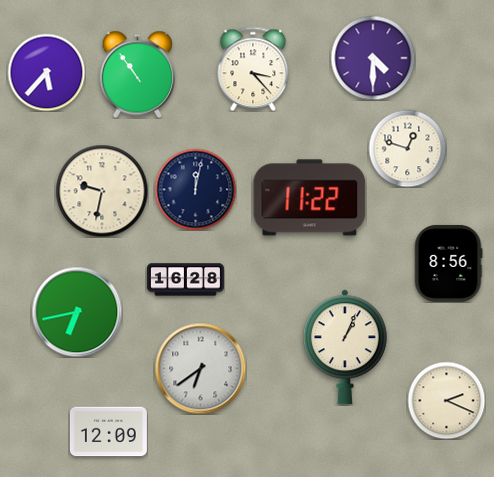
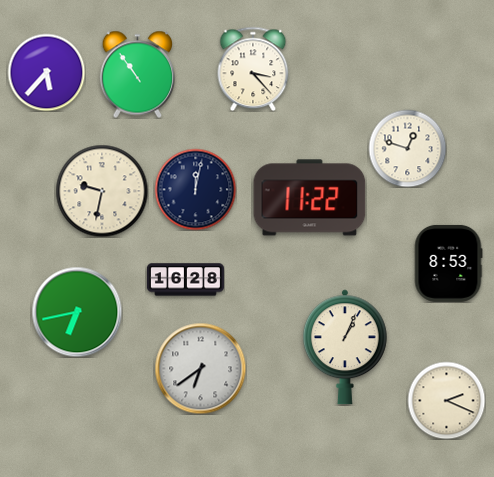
clock at (373, 58): 4:30 -> none
clock at (448, 263): 8:56 -> 8:53
clock at (108, 432): 12:09 -> none
